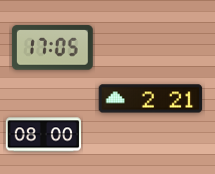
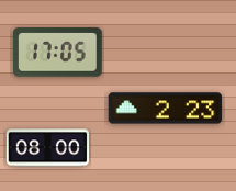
clock at (151, 99): 2:21 -> 2:23
